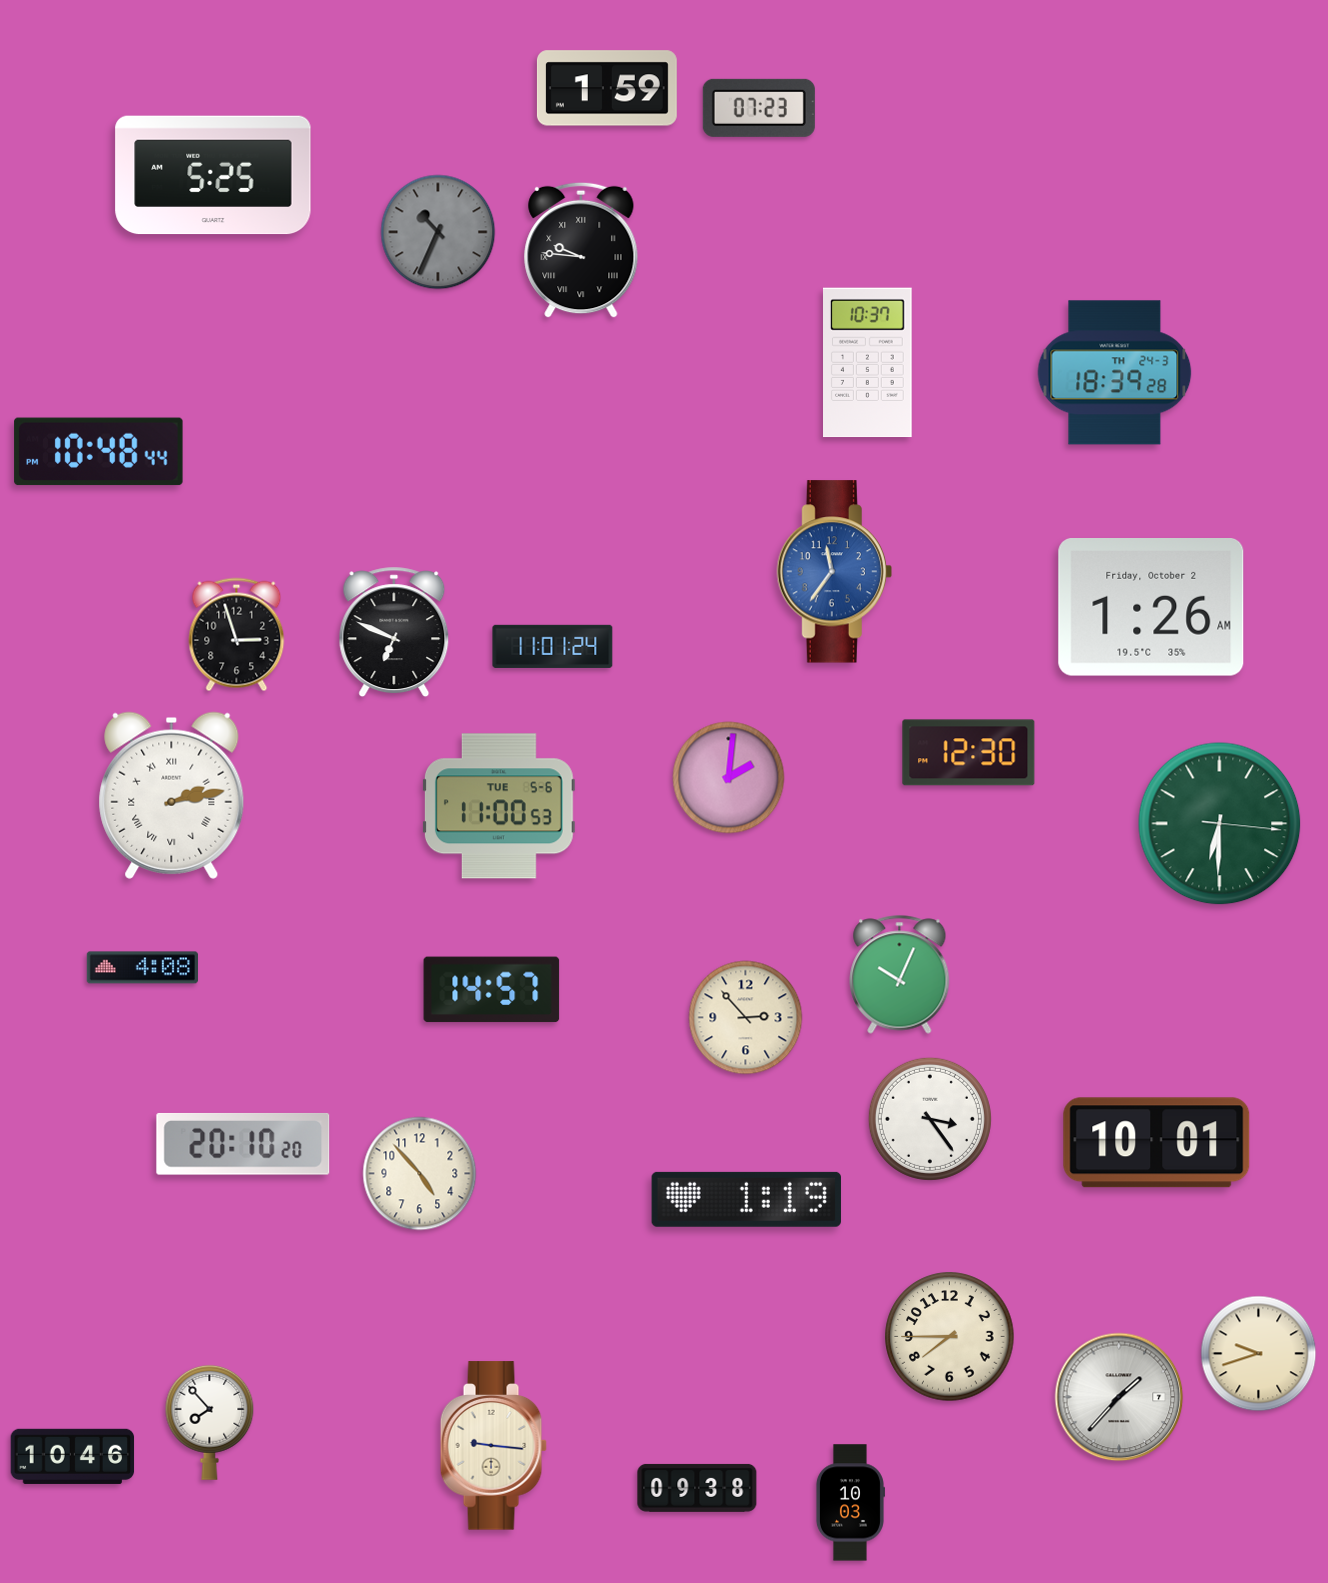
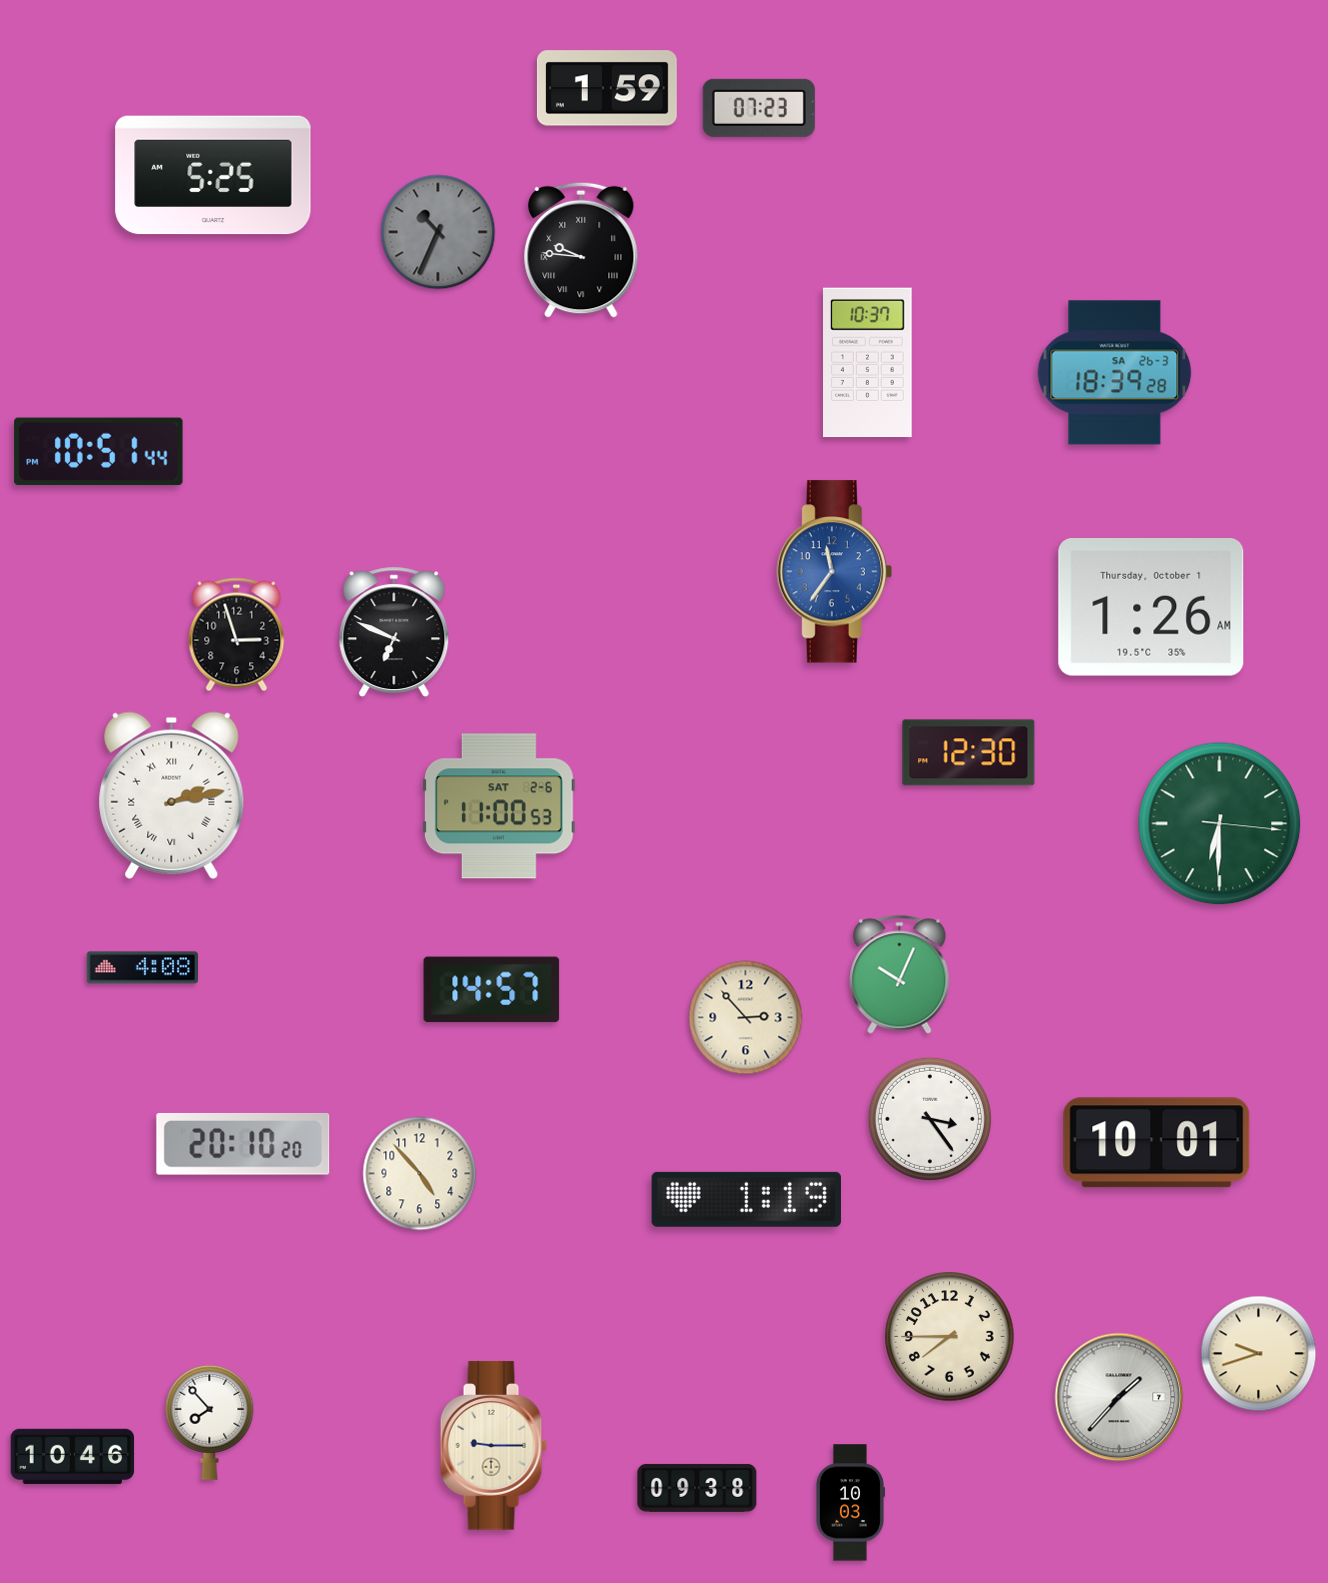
clock at (1115, 373) date: TH 24-3 -> SA 26-3
clock at (99, 452): 10:48 -> 10:51
clock at (1151, 608) date: Friday, October 2 -> Thursday, October 1
clock at (553, 646): 11:01 -> none
clock at (729, 778): 2:01 -> none
clock at (499, 806) date: TUE 5-6 -> SAT 2-6
clock at (493, 1446): 9:16 -> 9:15
